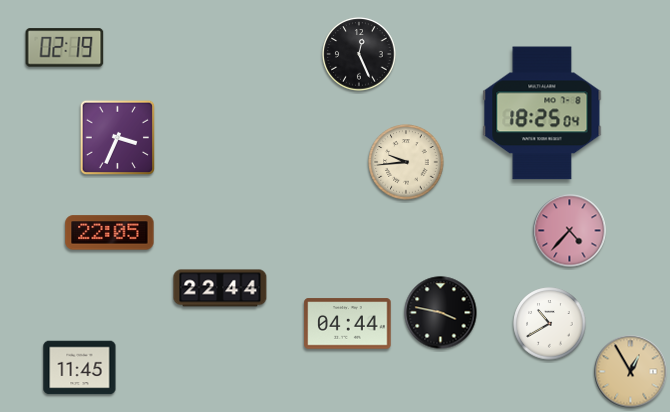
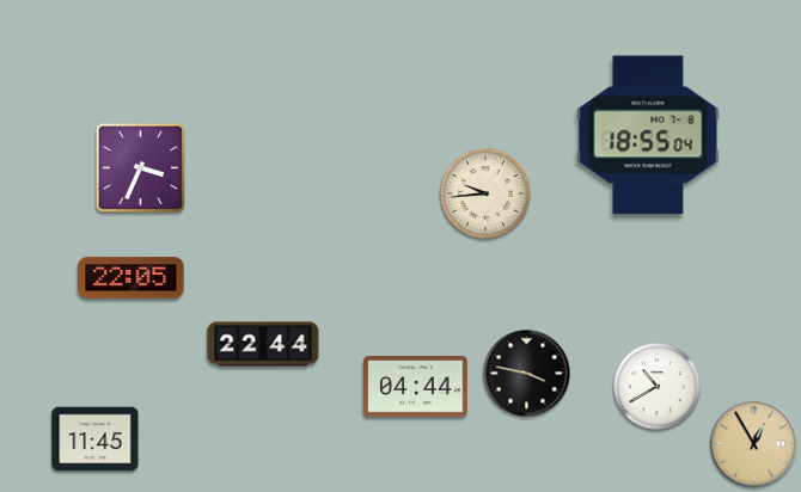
clock at (65, 48): 02:19 -> none
clock at (359, 54): 12:26 -> none
clock at (542, 113): 18:25 -> 18:55
clock at (117, 137) position: (117, 137) -> (140, 167)
clock at (570, 231): 4:37 -> none
